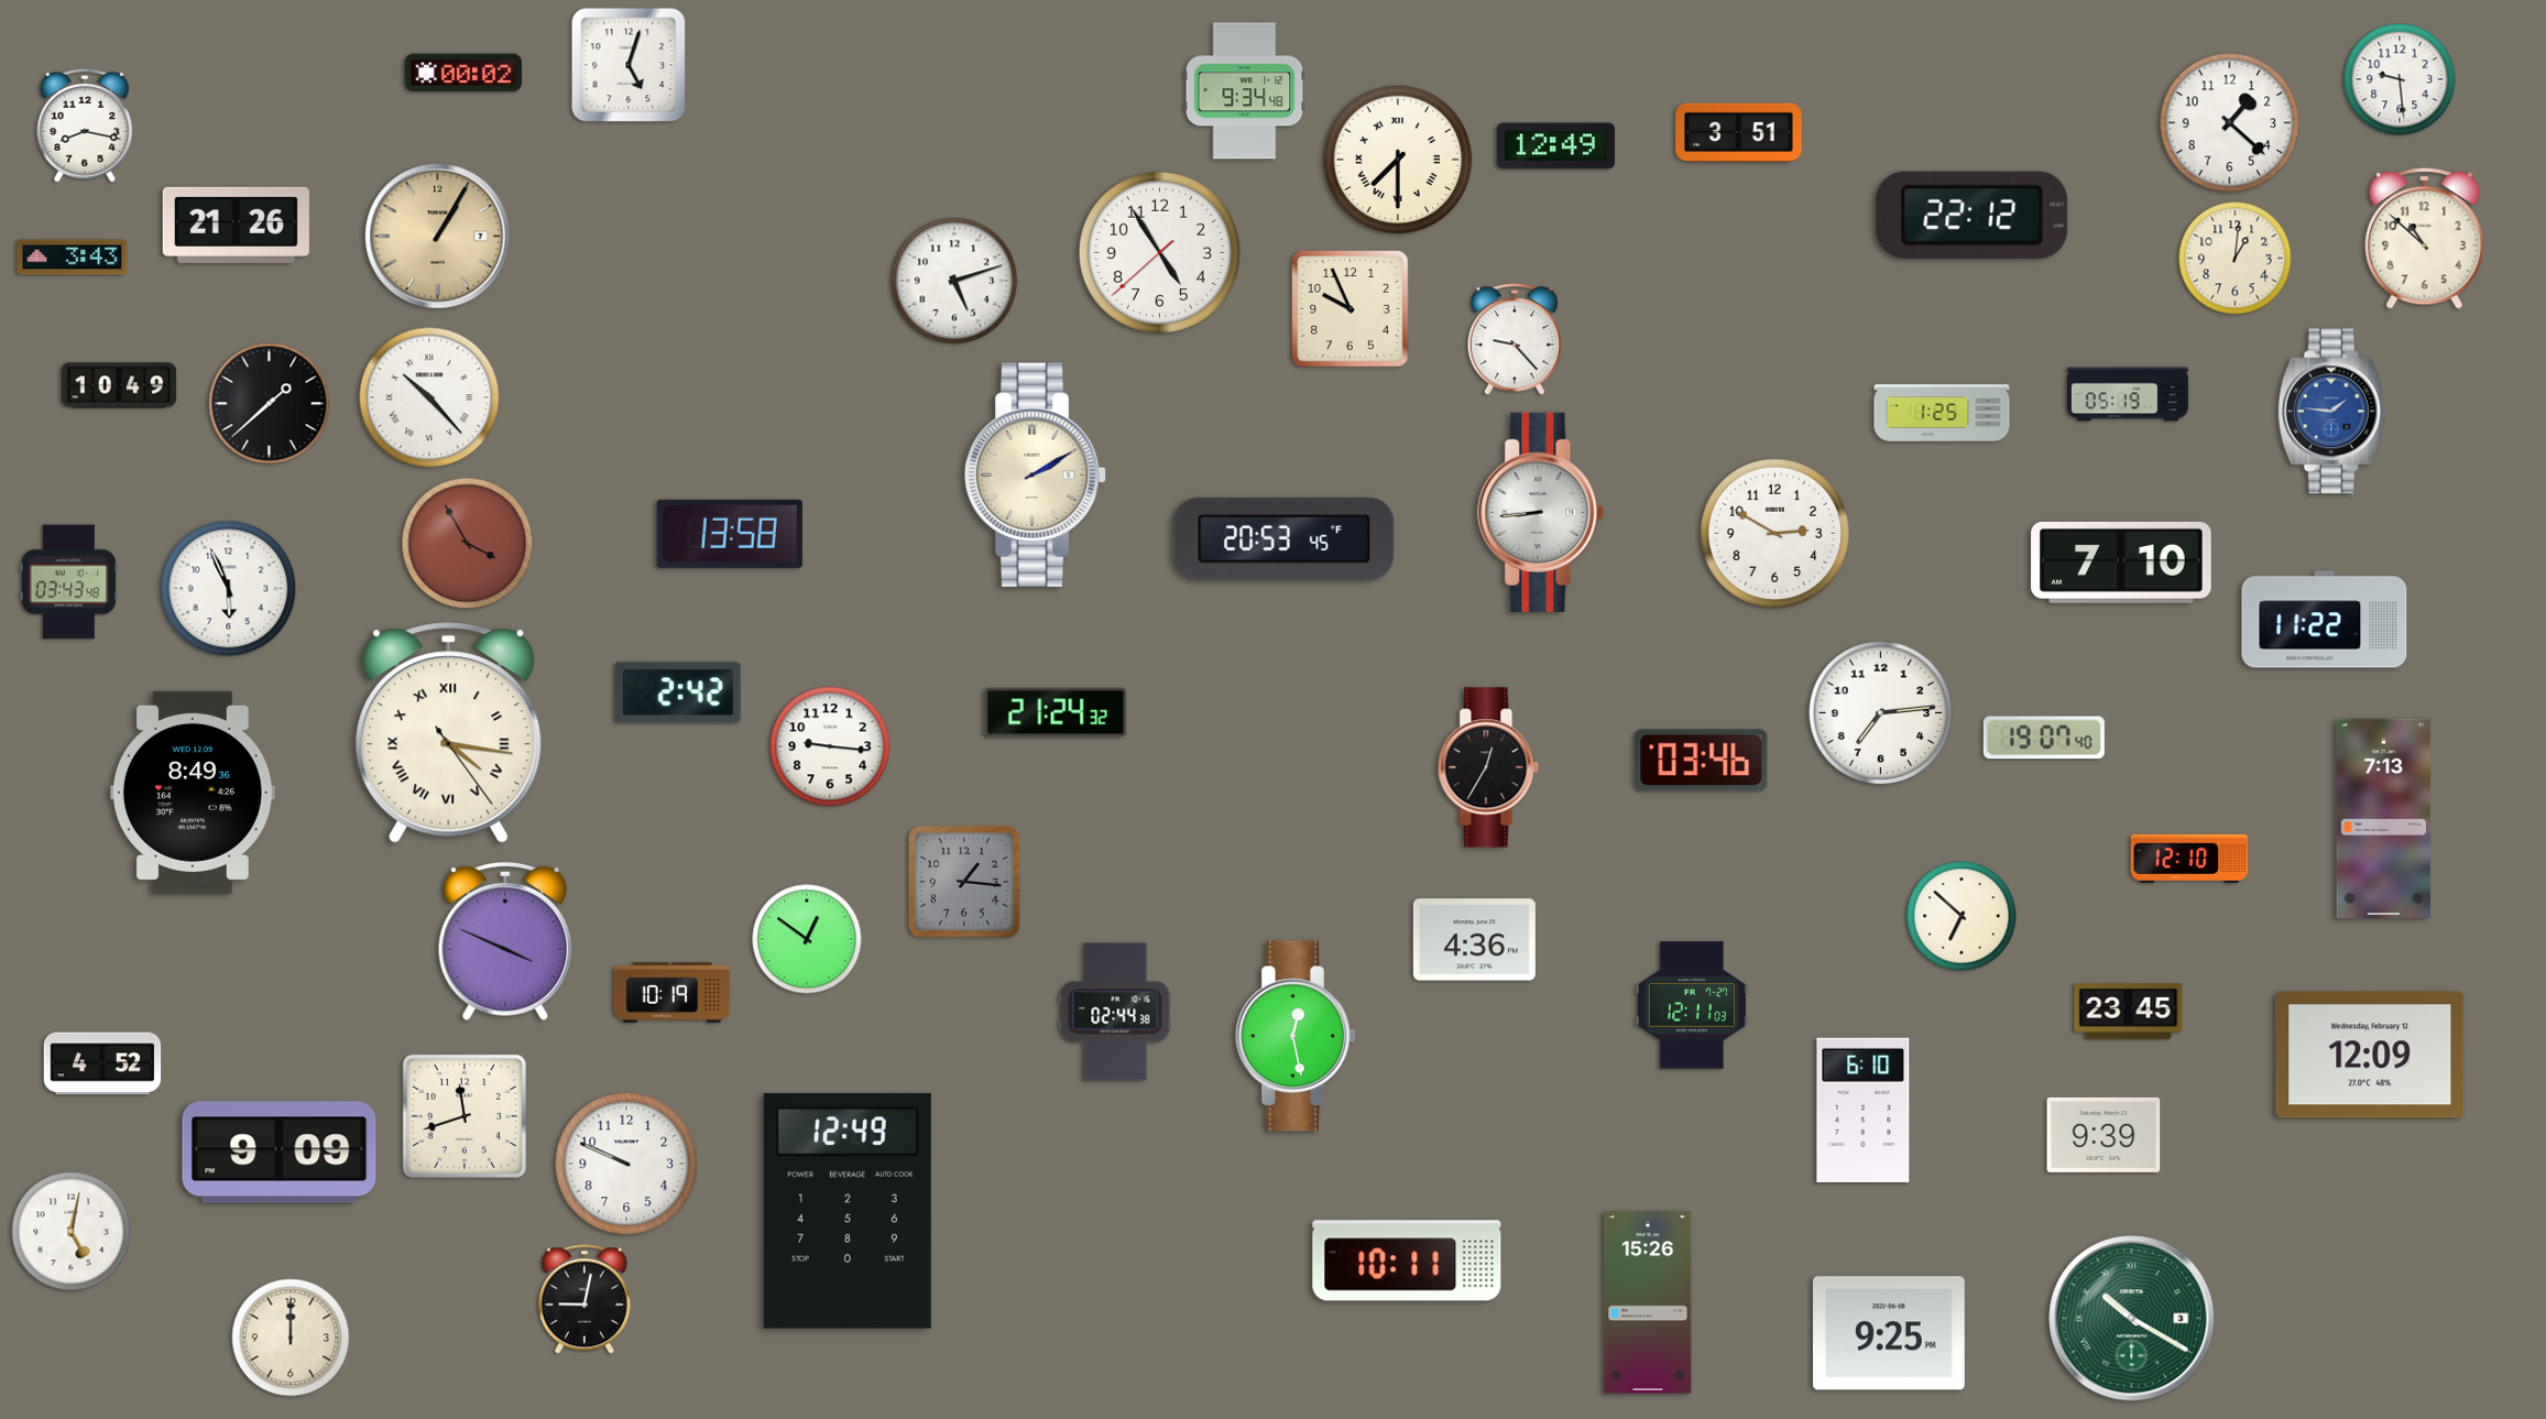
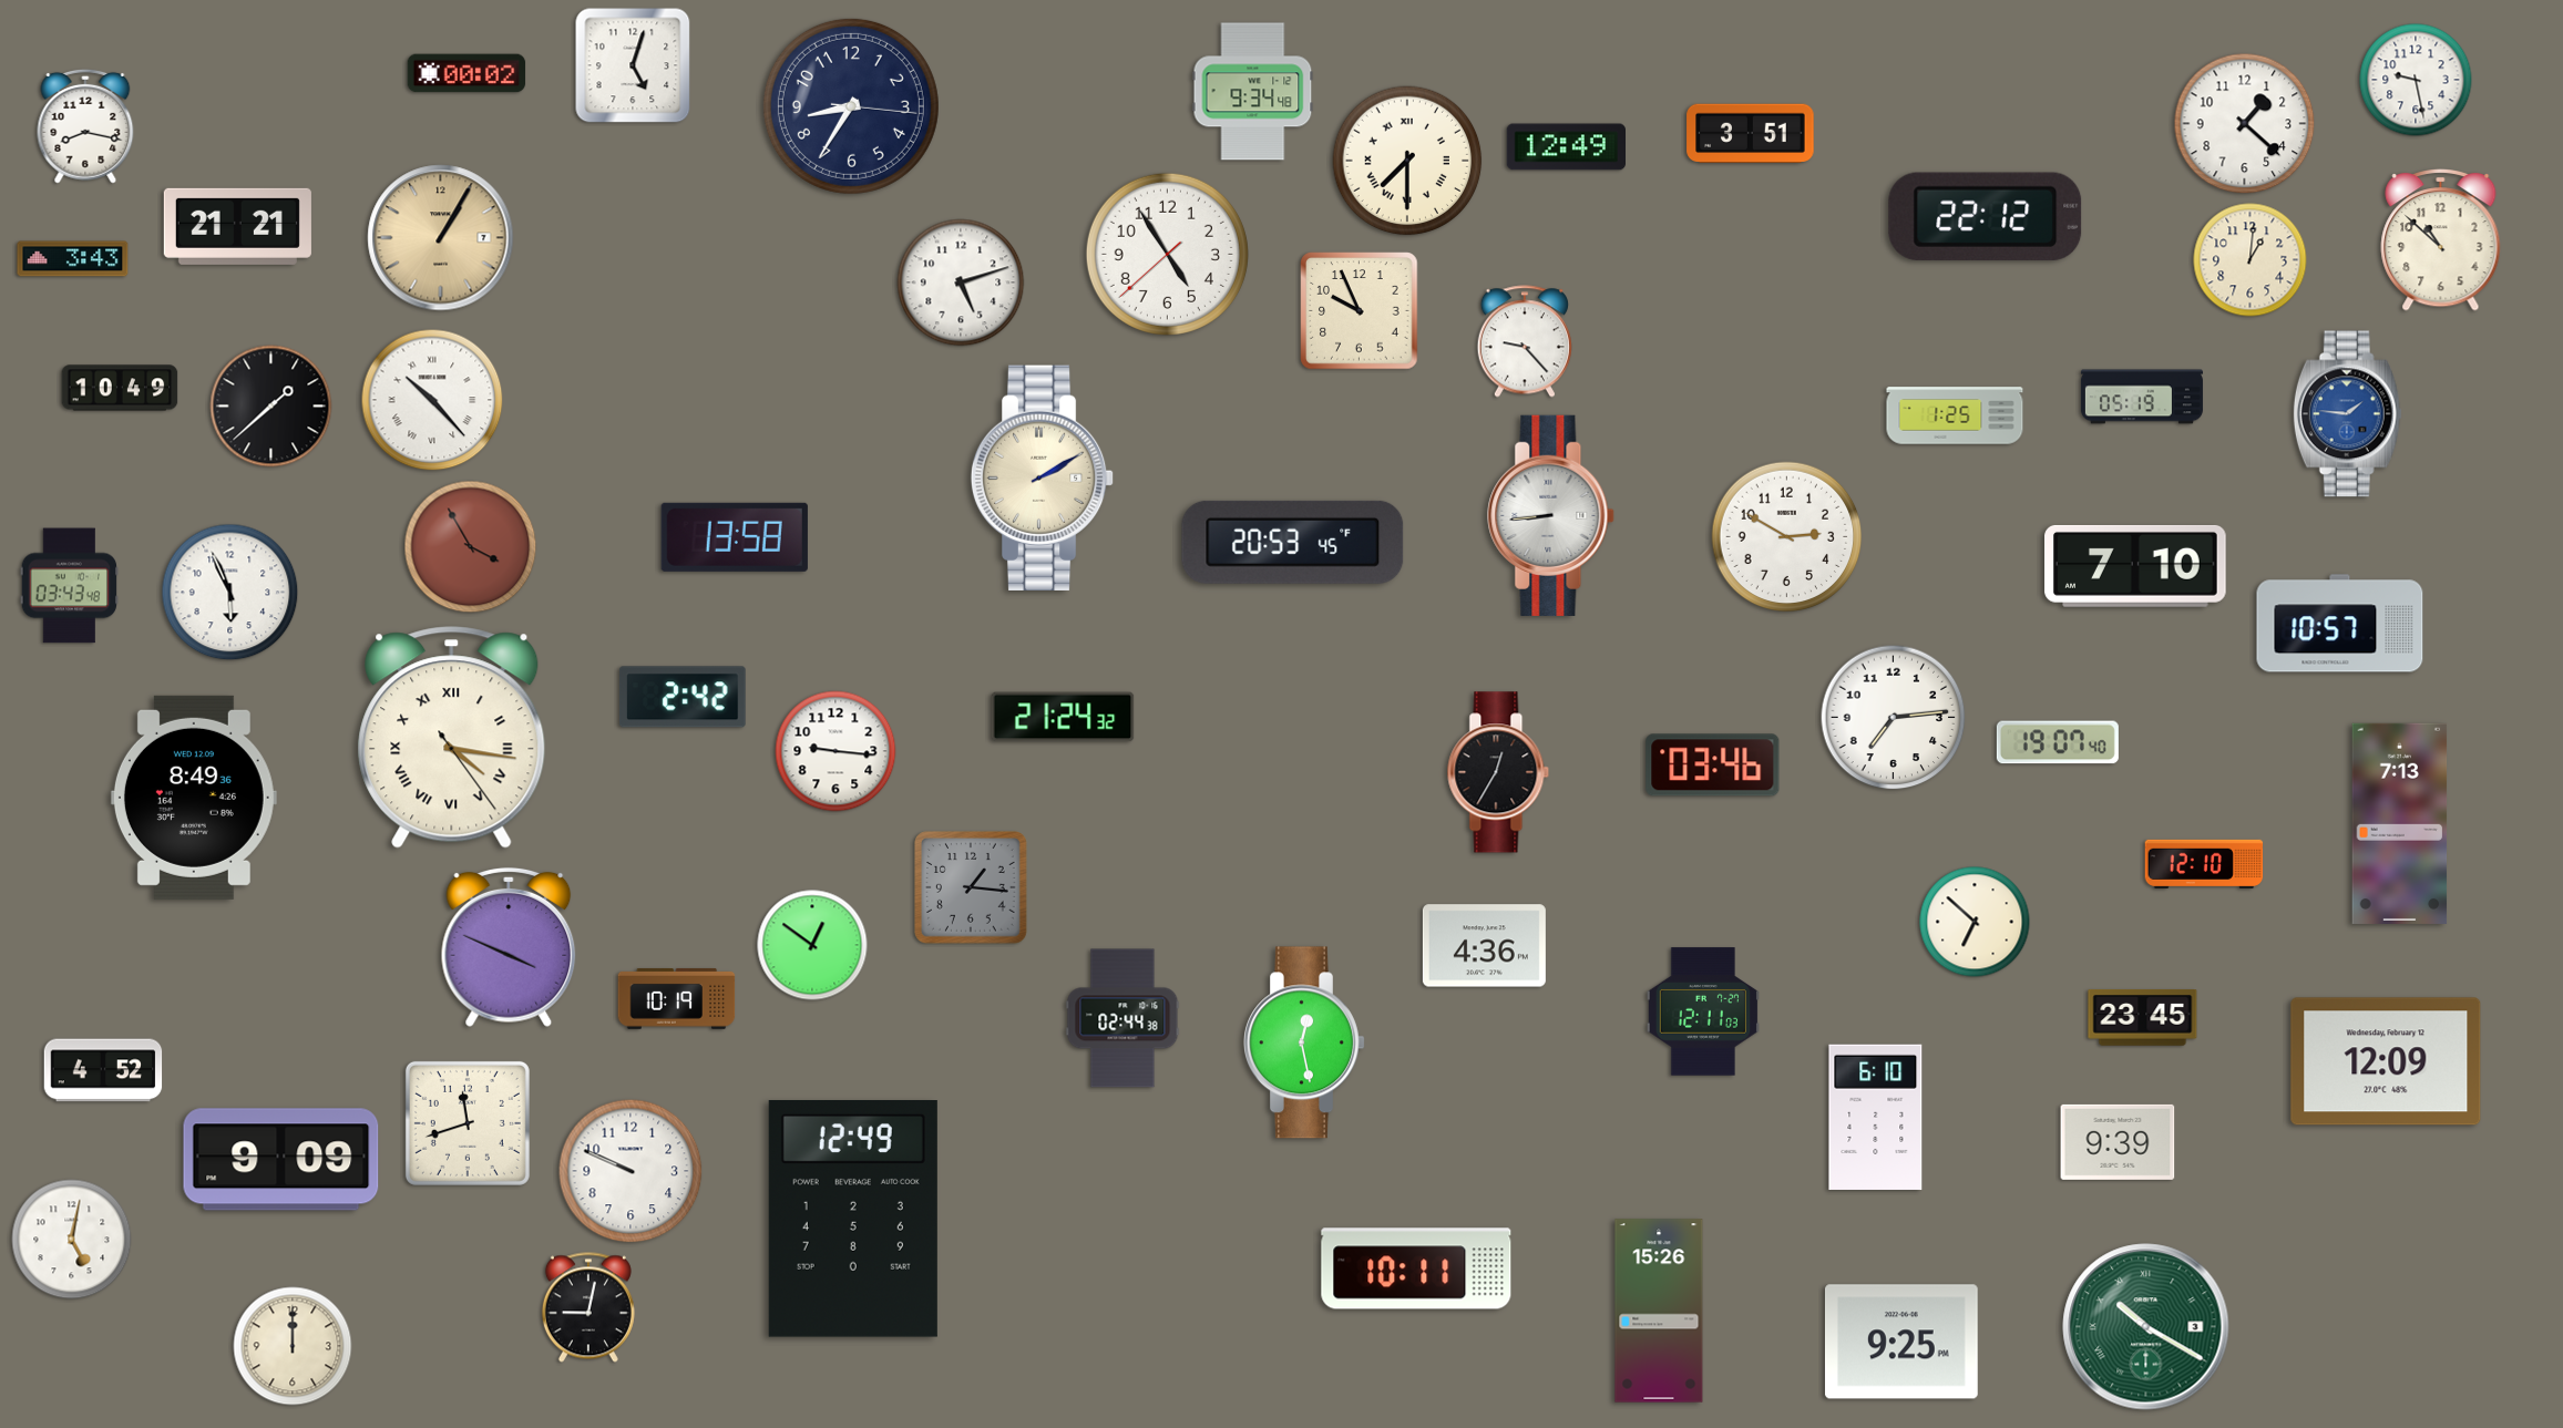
clock at (2400, 79): 9:29 -> 9:28
clock at (851, 106): none -> 8:35
clock at (236, 225): 21:26 -> 21:21
clock at (2325, 620): 11:22 -> 10:57
